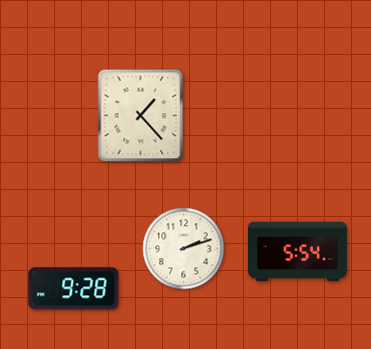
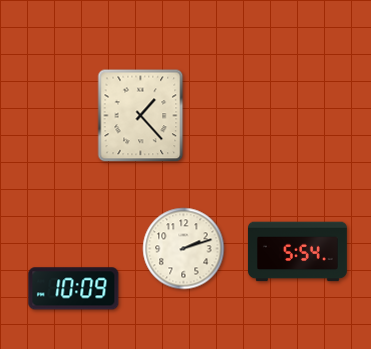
clock at (74, 289): 9:28 -> 10:09
